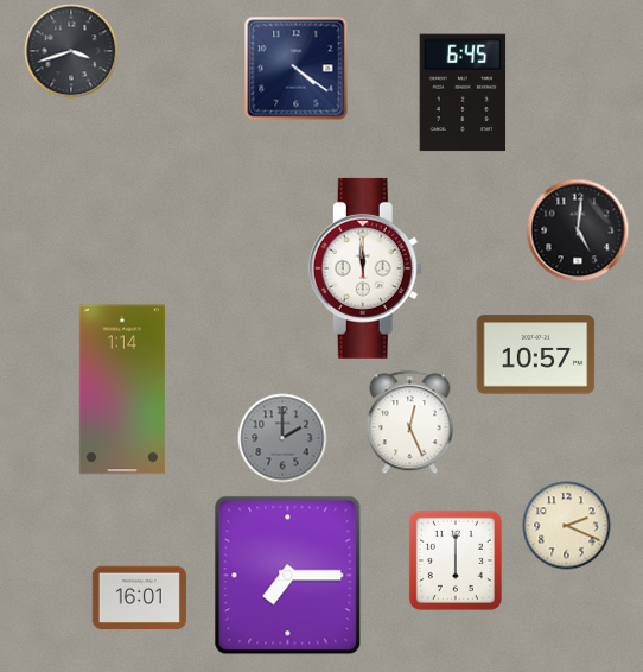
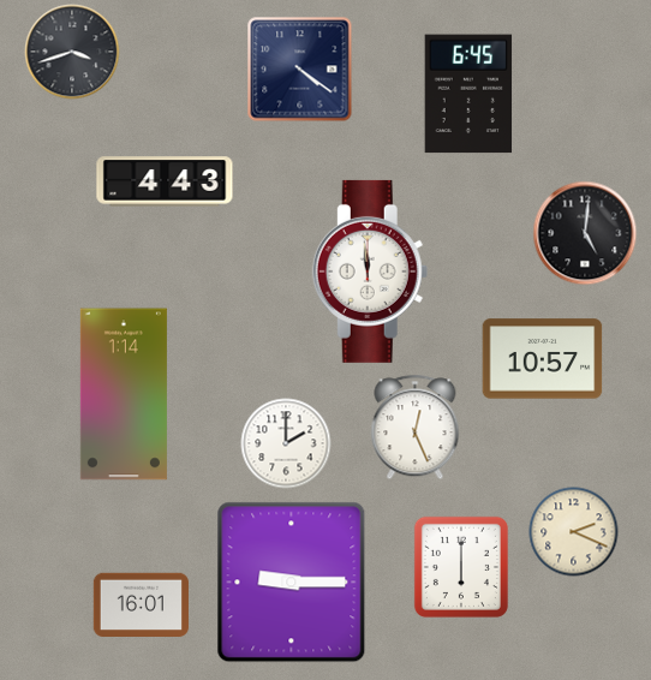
clock at (165, 181): none -> 4:43
clock at (282, 438) dial: grey -> white
clock at (288, 576): 7:15 -> 9:15
